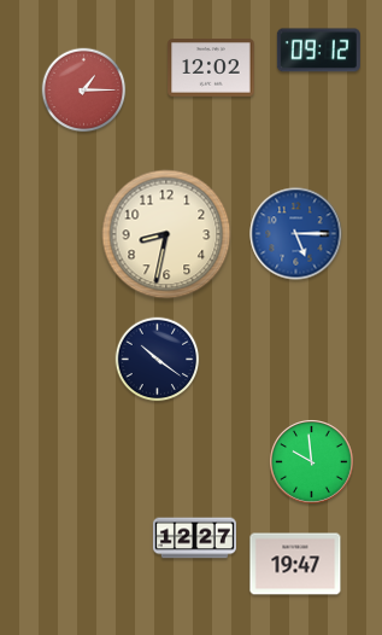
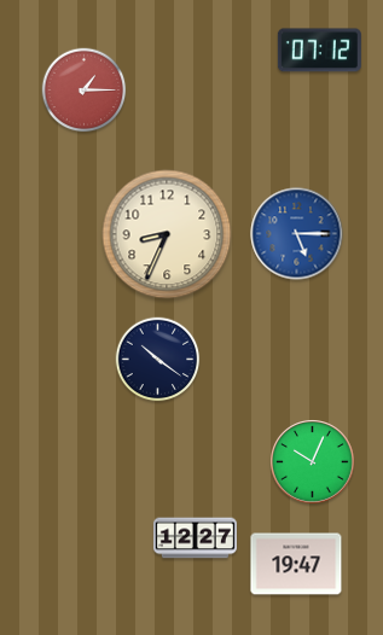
clock at (318, 51): 09:12 -> 07:12
clock at (211, 68): 12:02 -> none
clock at (166, 234): 8:32 -> 8:34
clock at (312, 462): 9:59 -> 10:04
